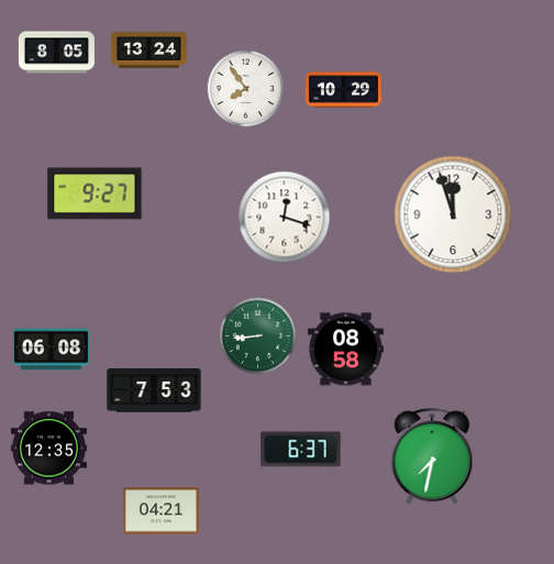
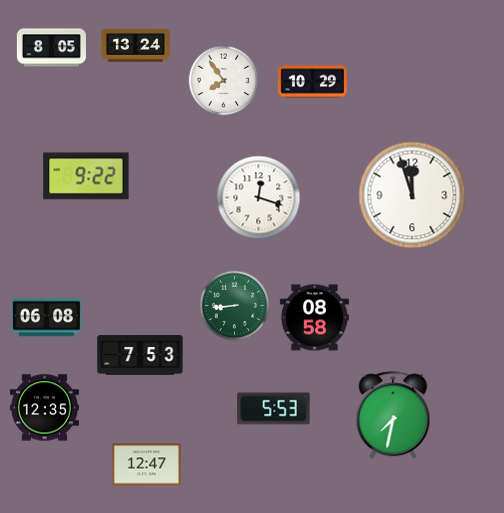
clock at (95, 193): 9:27 -> 9:22
clock at (301, 450): 6:37 -> 5:53
clock at (160, 511): 04:21 -> 12:47
